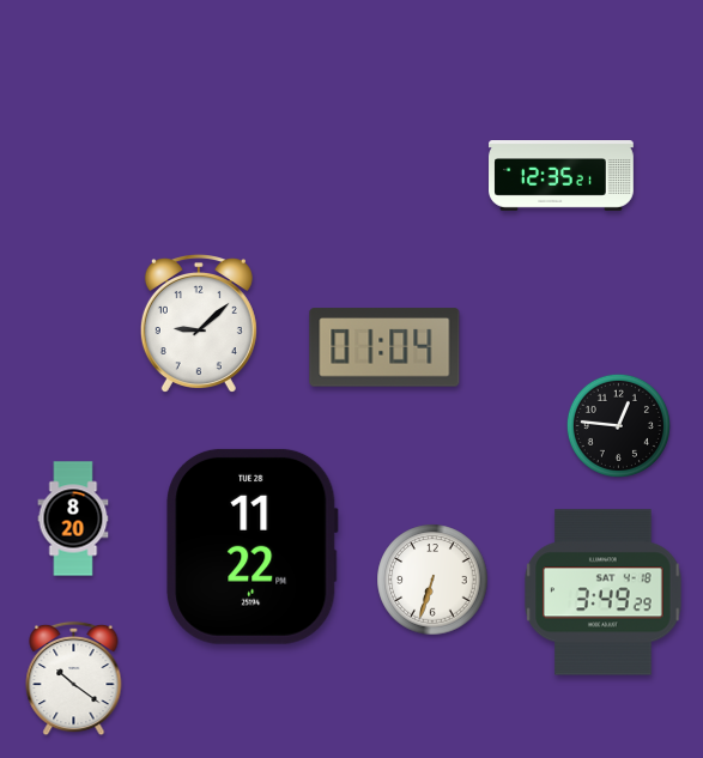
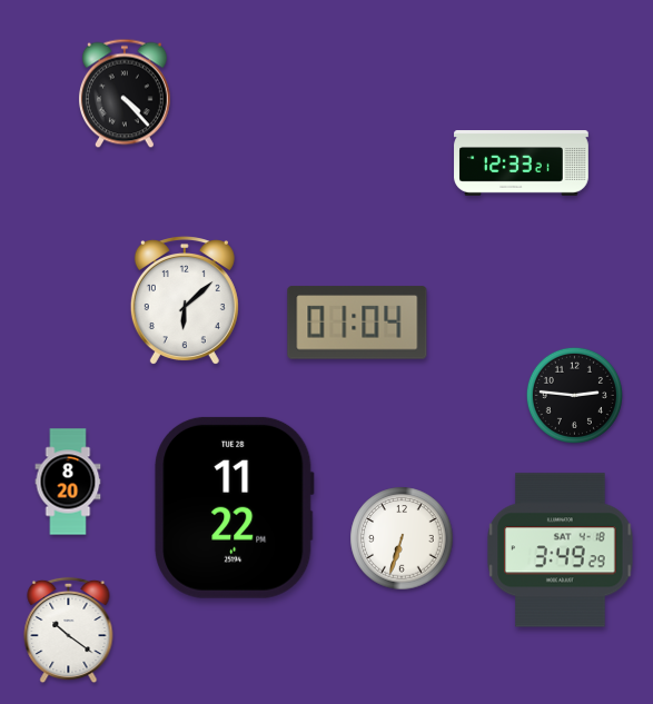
clock at (125, 93): none -> 4:23
clock at (562, 176): 12:35 -> 12:33
clock at (199, 323): 9:08 -> 6:08
clock at (618, 425): 12:46 -> 2:46
